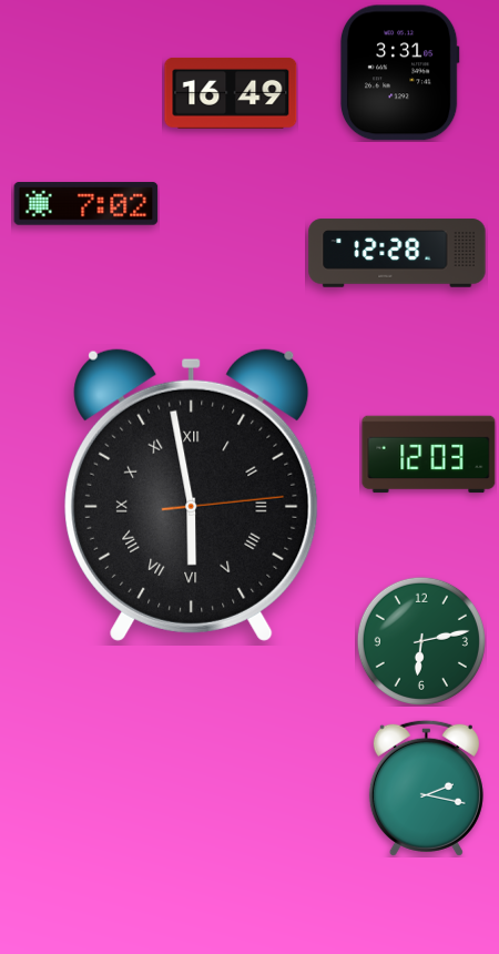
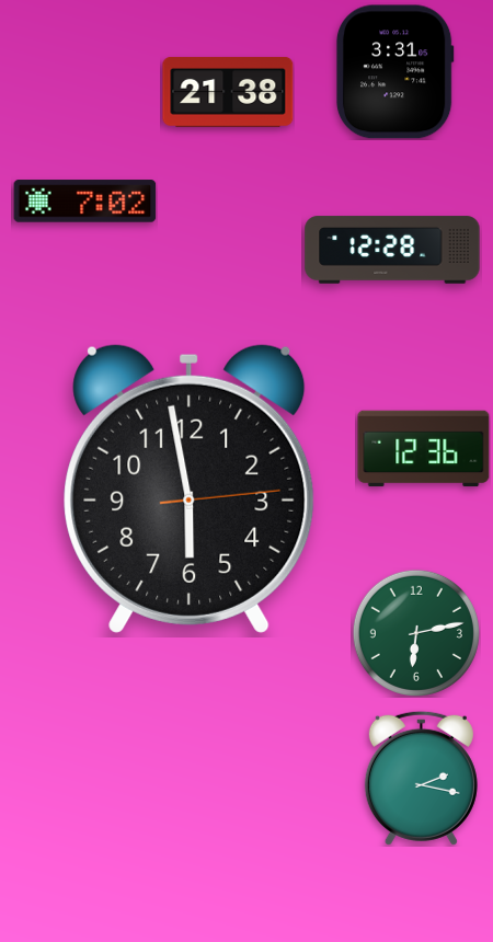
clock at (231, 93): 16:49 -> 21:38
clock at (429, 455): 12:03 -> 12:36
clock at (192, 495) numerals: Roman -> Arabic
